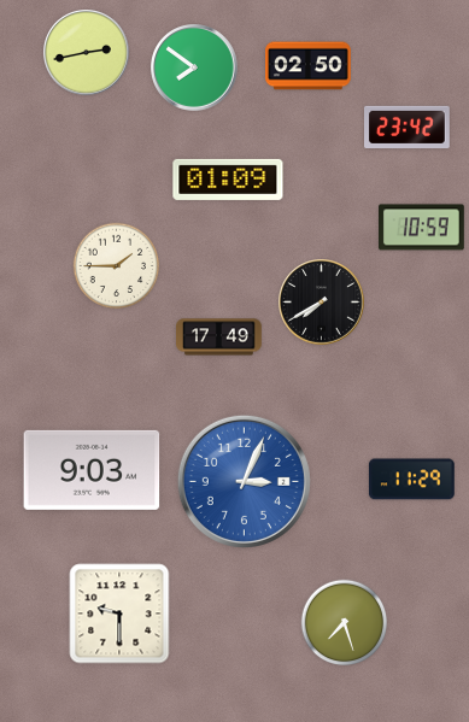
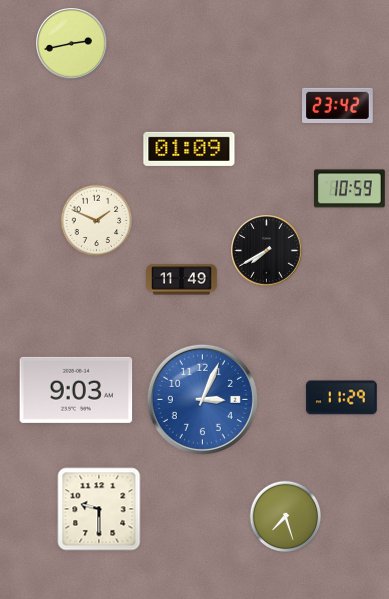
clock at (309, 66): 02:50 -> none
clock at (194, 67): 7:51 -> none
clock at (117, 266): 1:45 -> 1:49
clock at (219, 337): 17:49 -> 11:49
